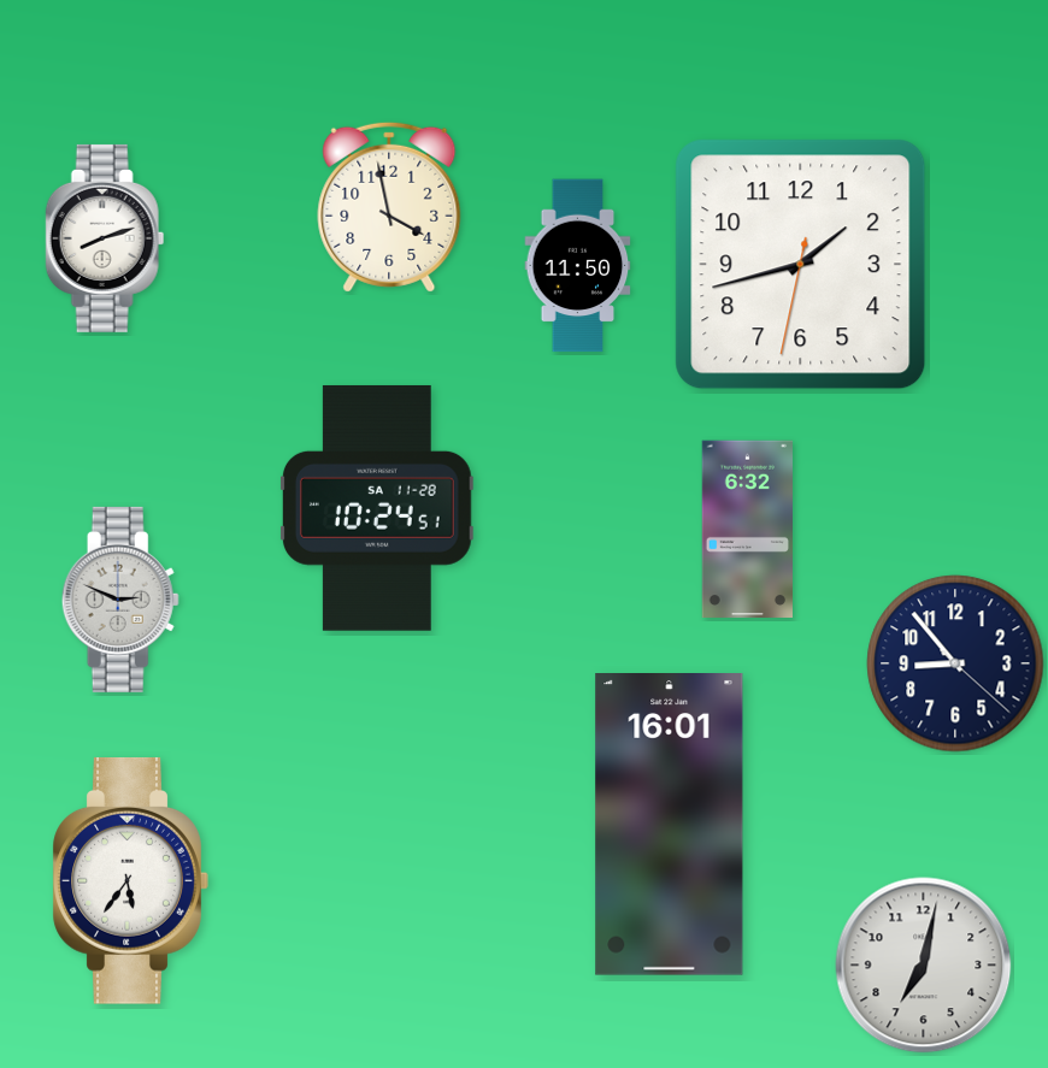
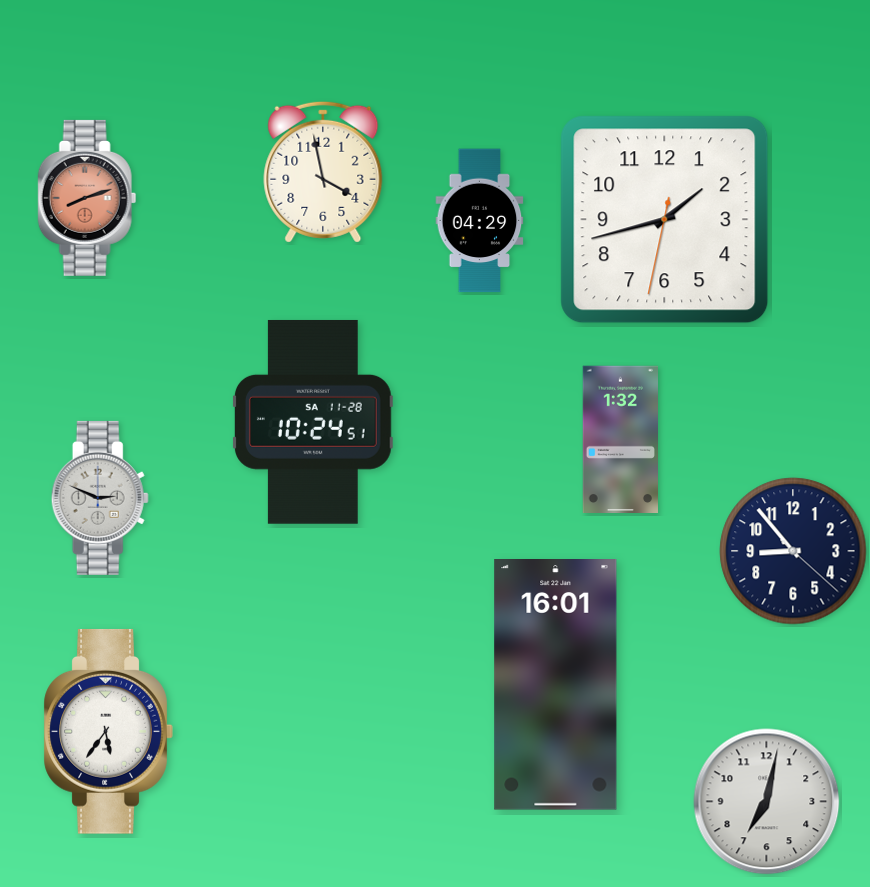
clock at (105, 238) dial: white -> salmon
clock at (578, 266): 11:50 -> 04:29
clock at (747, 530): 6:32 -> 1:32
